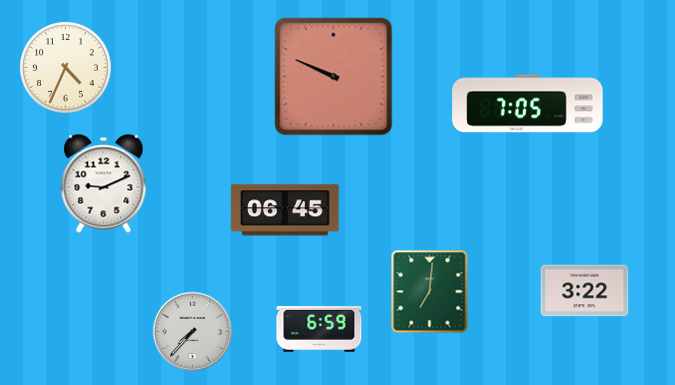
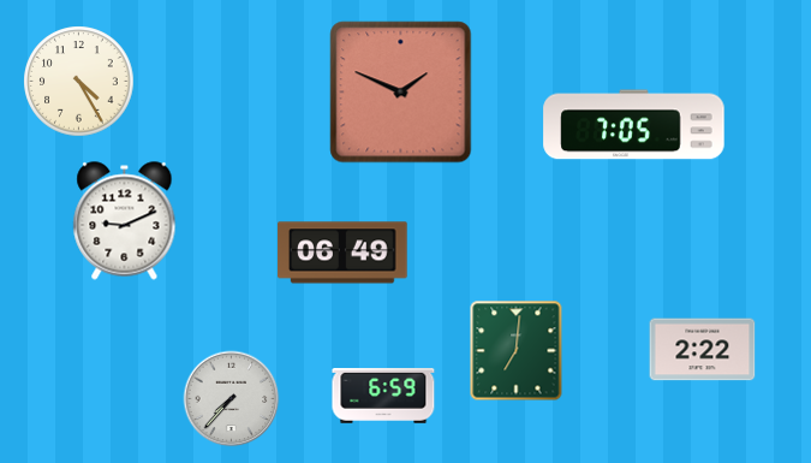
clock at (66, 68): 4:34 -> 4:25
clock at (334, 77): 9:49 -> 1:49
clock at (285, 210): 06:45 -> 06:49
clock at (585, 291): 3:22 -> 2:22
